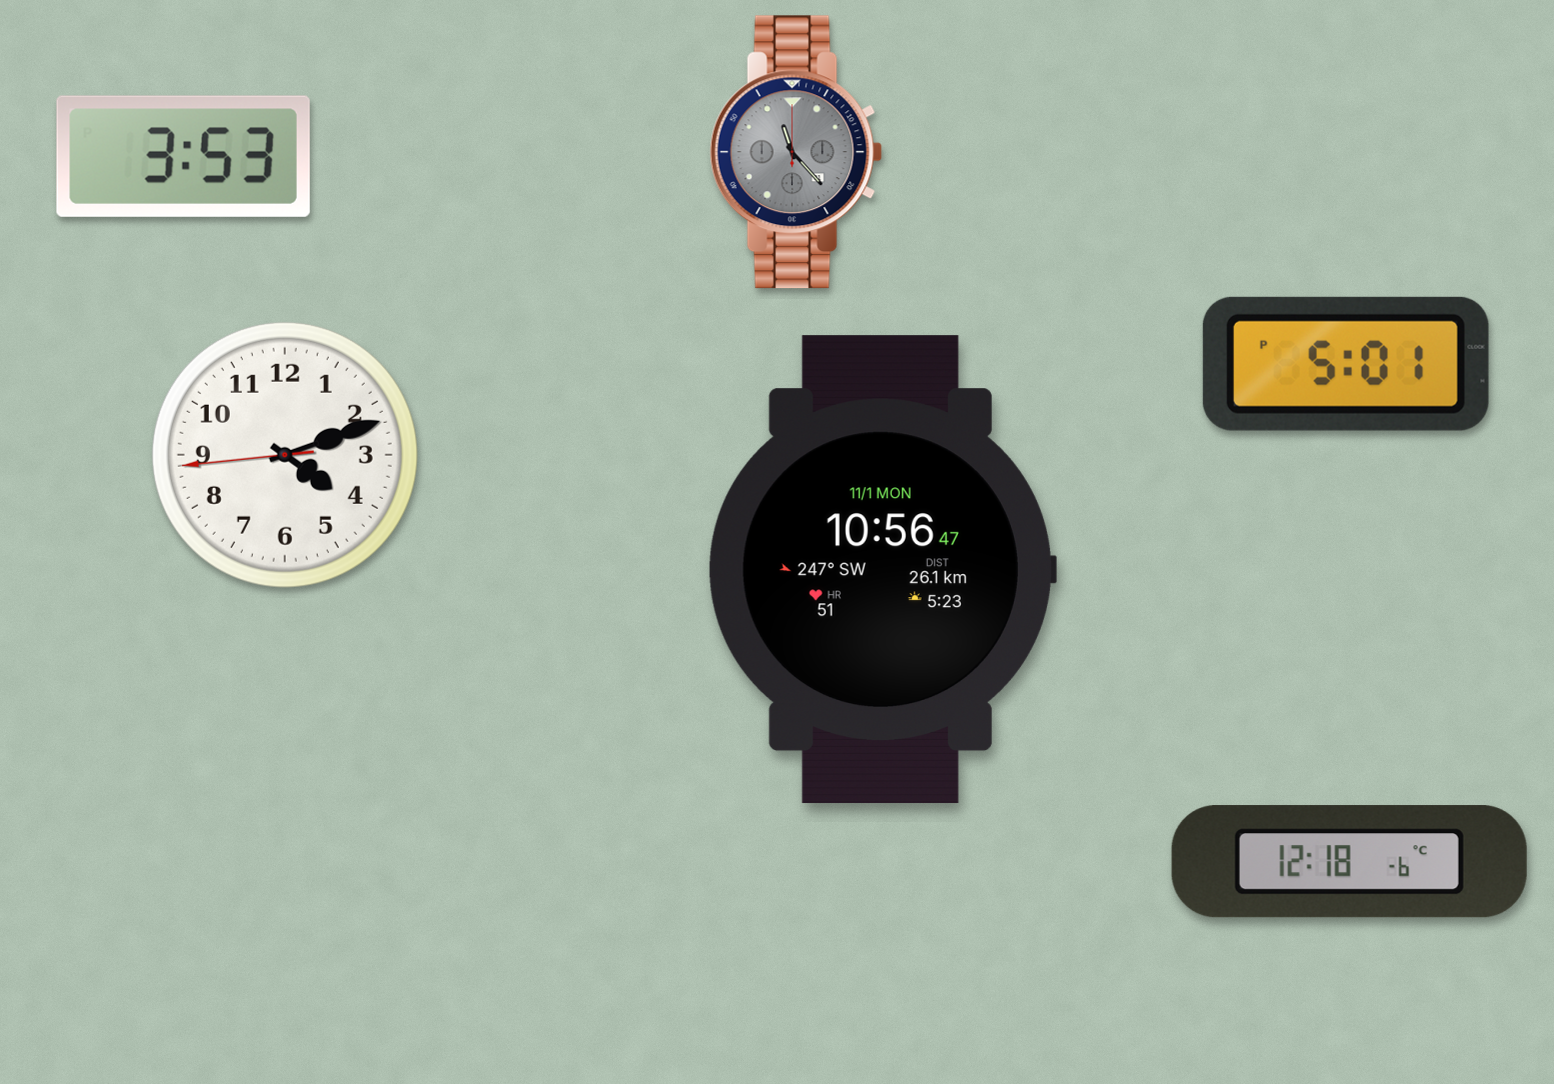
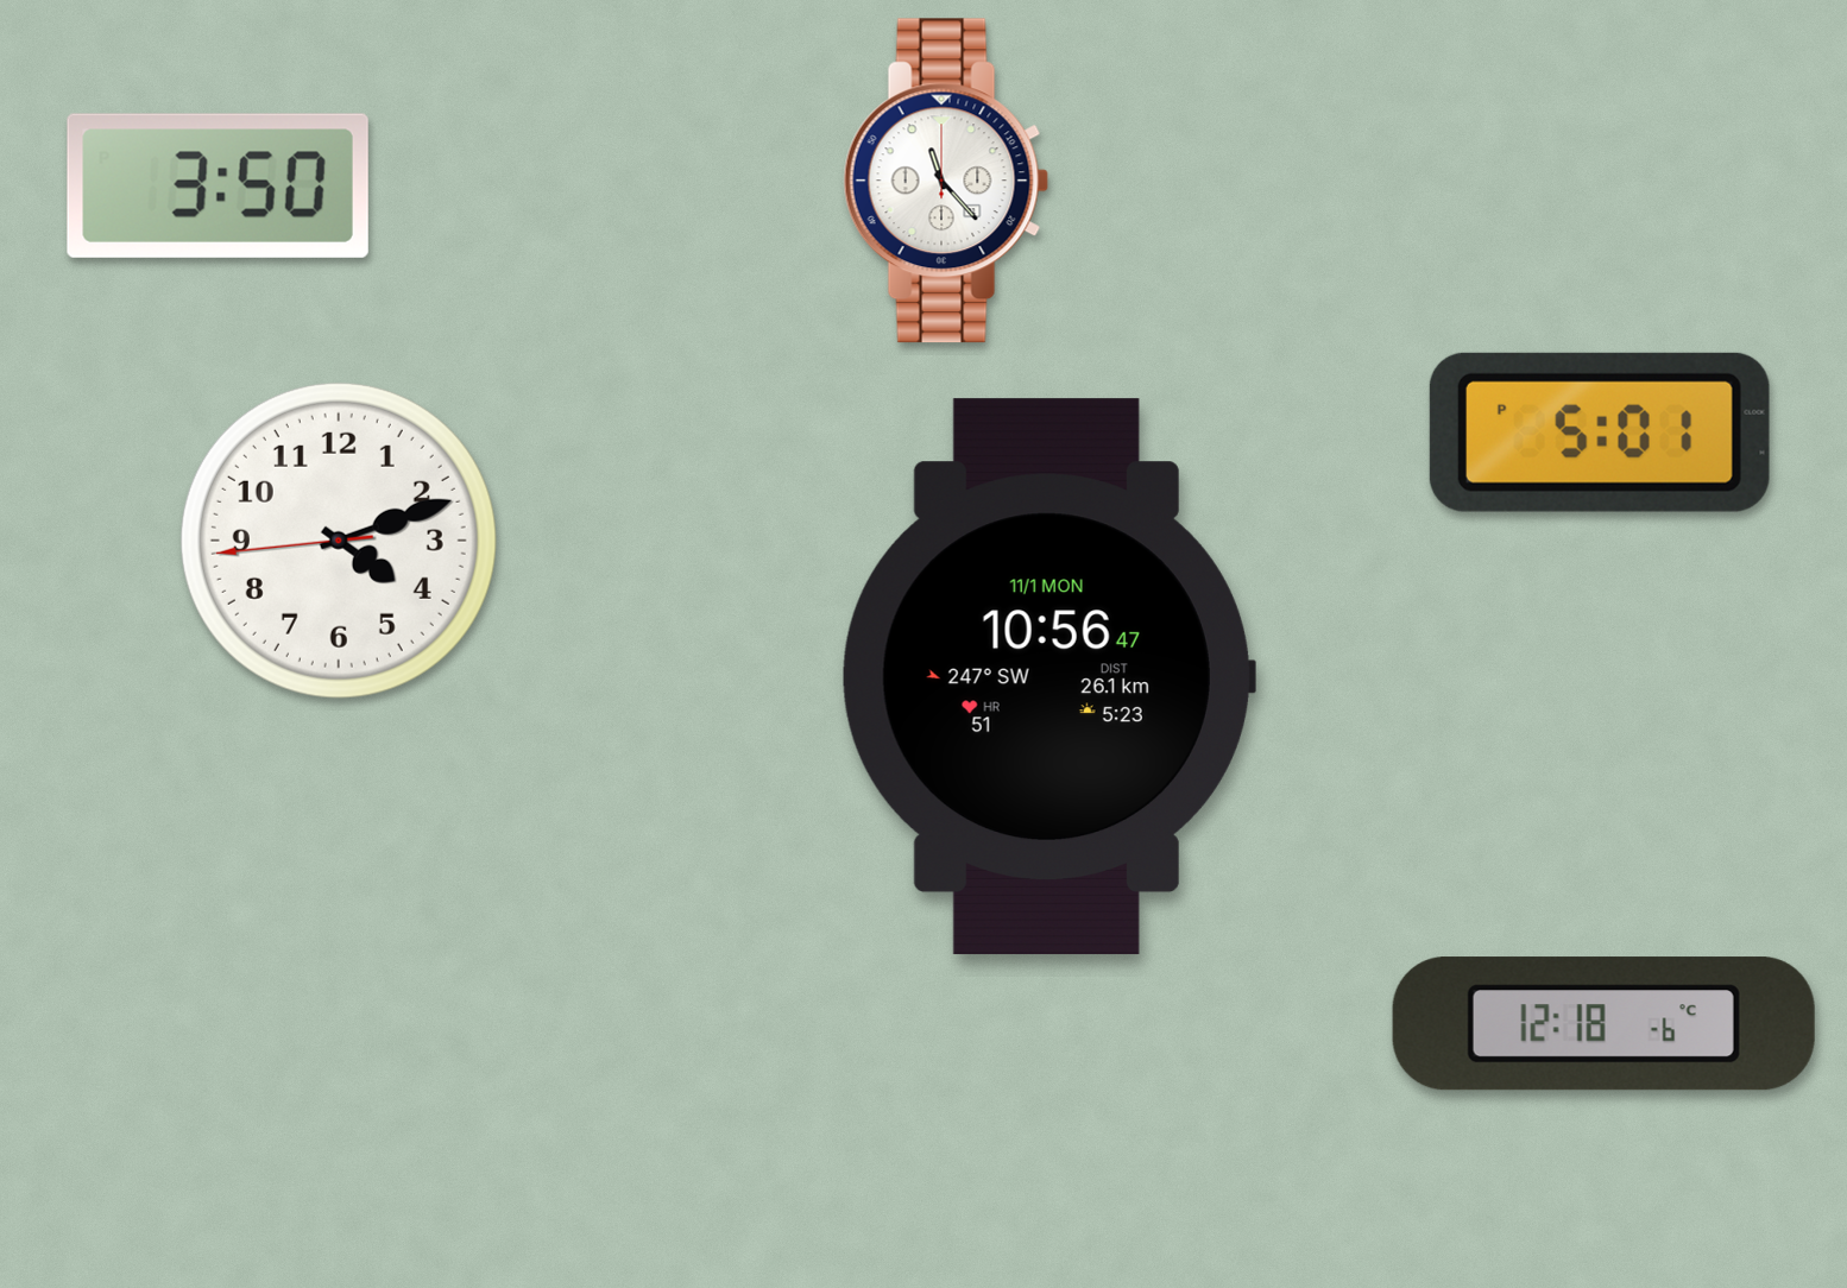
clock at (796, 152) dial: grey -> white
clock at (183, 156): 3:53 -> 3:50
